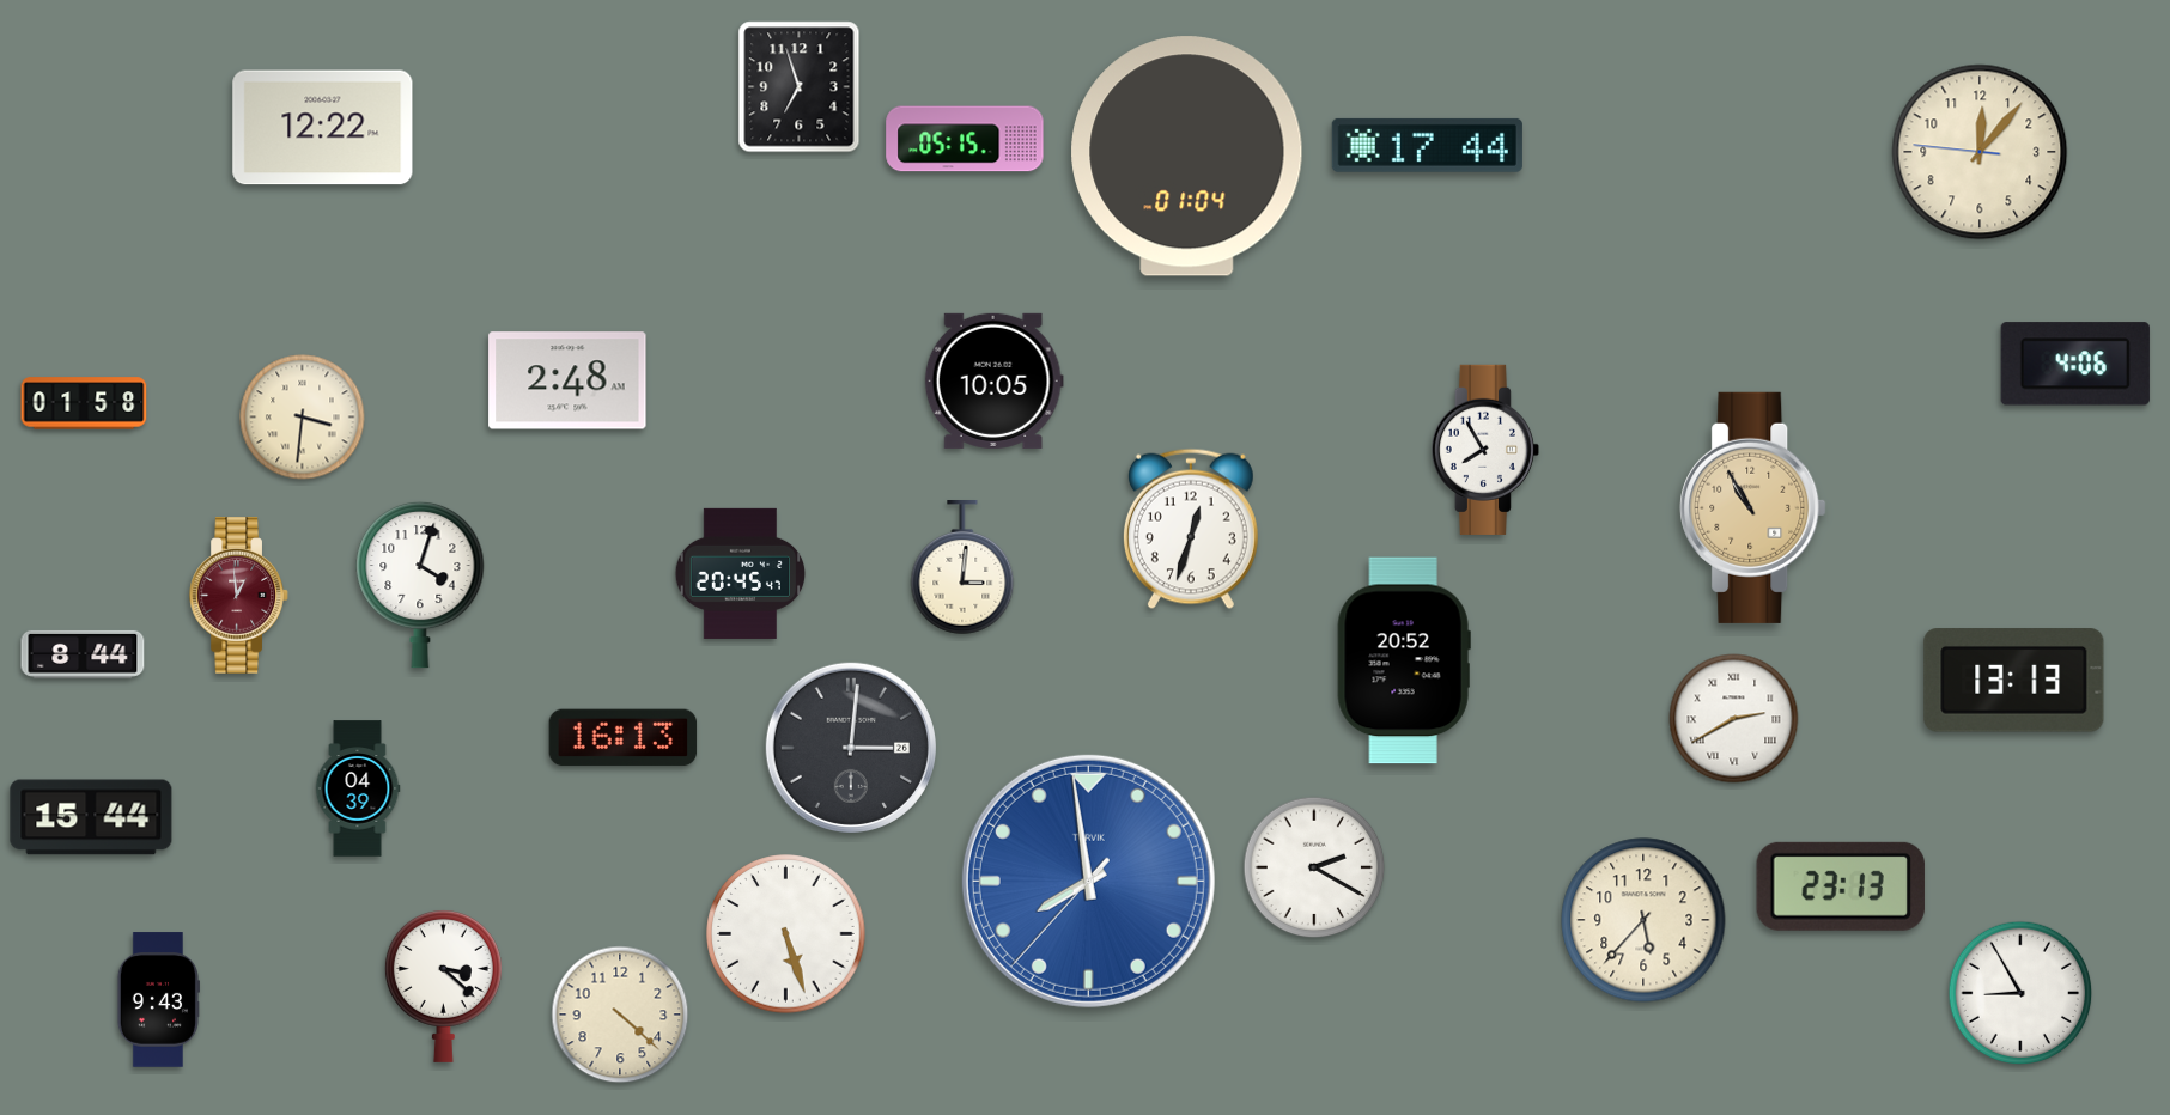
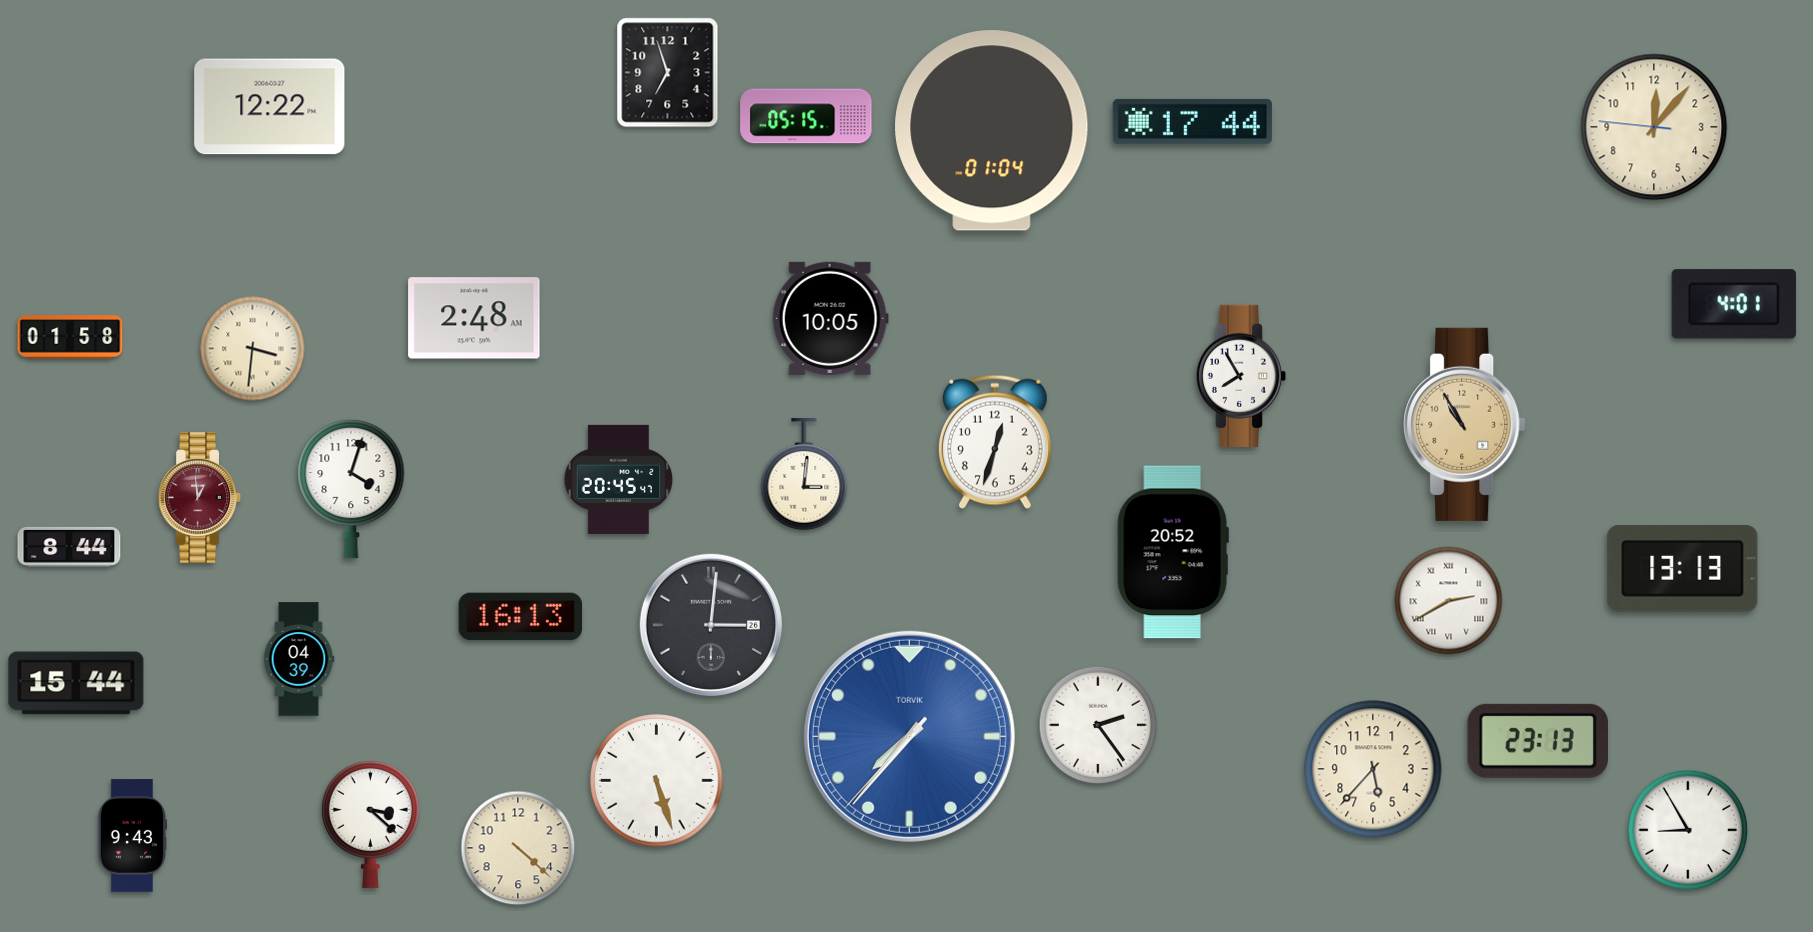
clock at (2075, 364): 4:06 -> 4:01
clock at (1314, 867): 2:20 -> 2:24
clock at (1088, 881): 7:58 -> 7:36
